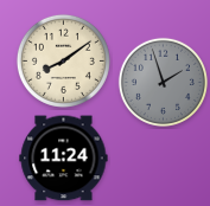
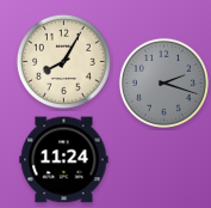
clock at (63, 60): 8:09 -> 8:05
clock at (163, 82): 1:57 -> 2:18
